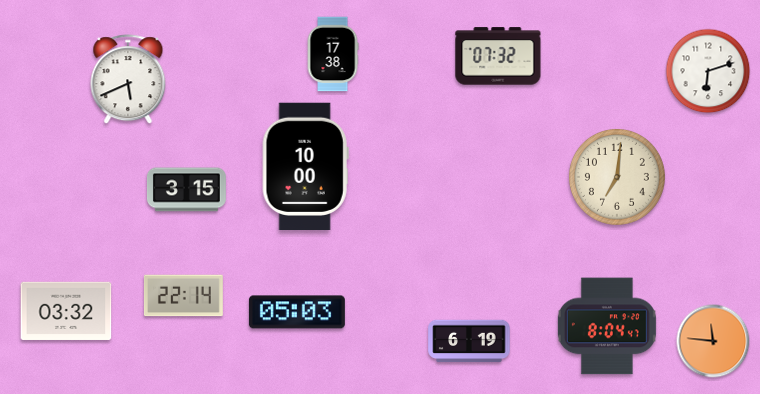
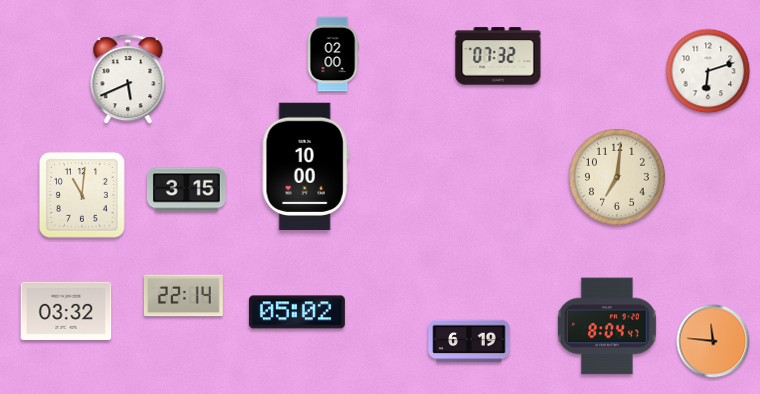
clock at (333, 54): 17:38 -> 02:00
clock at (82, 195): none -> 11:01
clock at (297, 312): 05:03 -> 05:02
